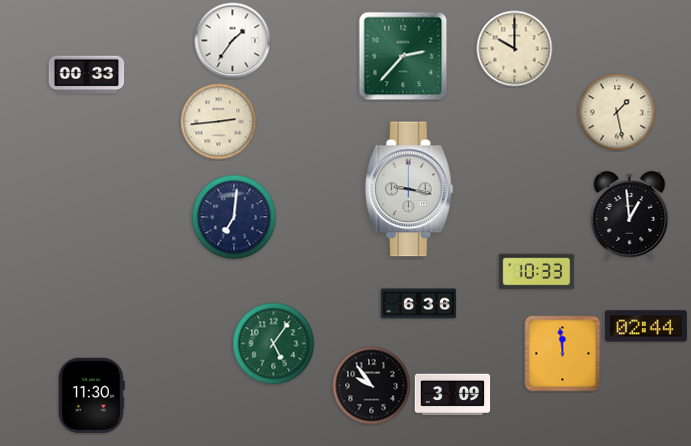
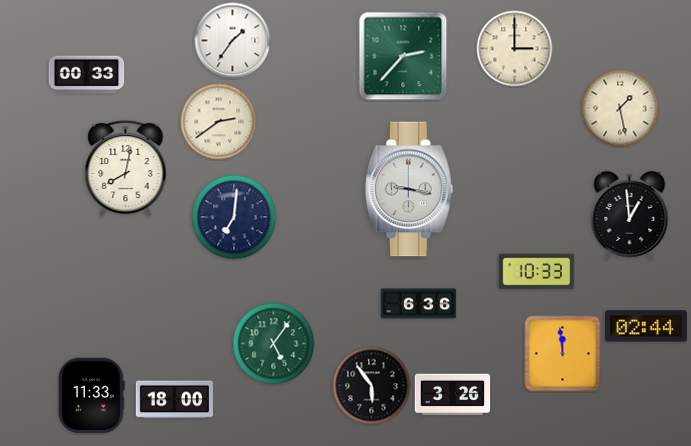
clock at (515, 49): 10:00 -> 3:00
clock at (617, 112) position: (617, 112) -> (620, 108)
clock at (219, 122): 2:44 -> 2:39
clock at (126, 169): none -> 8:02
clock at (372, 386): 9:54 -> 5:54
clock at (453, 395): 3:09 -> 3:26
clock at (92, 396): 11:30 -> 11:33
clock at (174, 400): none -> 18:00
